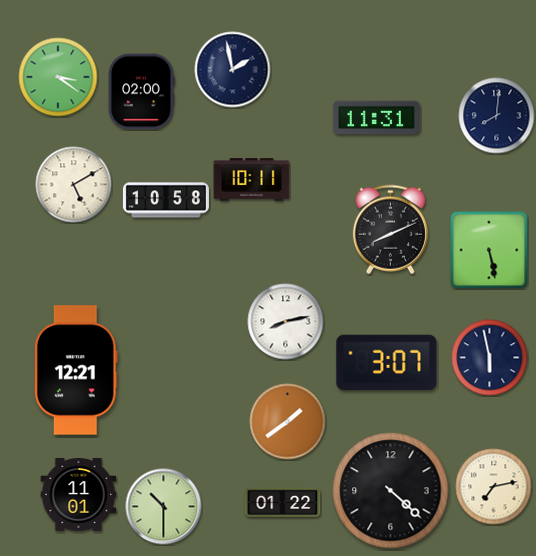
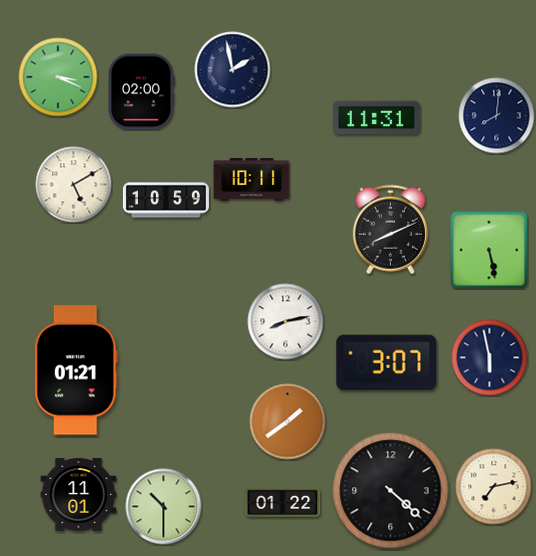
clock at (58, 77): 3:21 -> 3:19
clock at (166, 200): 10:58 -> 10:59
clock at (76, 370): 12:21 -> 01:21
